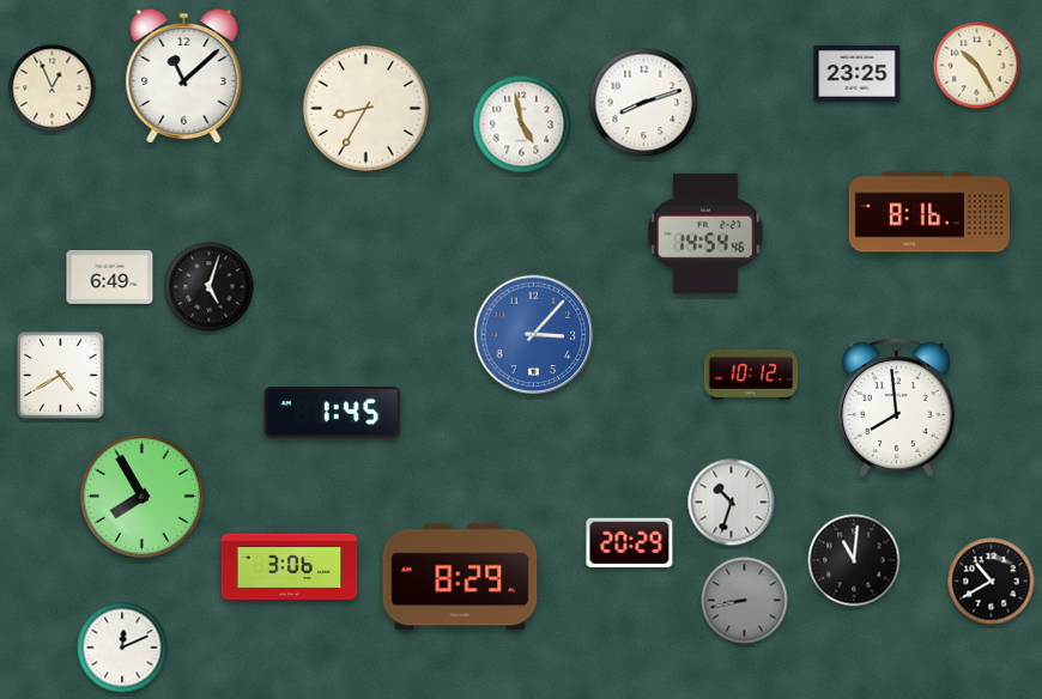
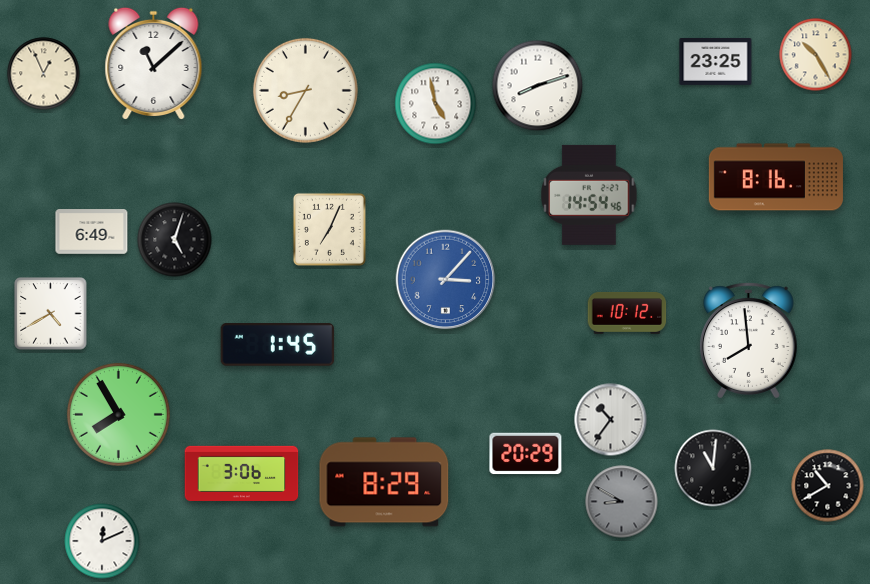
clock at (329, 229): none -> 7:04
clock at (732, 503): 10:33 -> 10:36
clock at (745, 601): 8:43 -> 8:50
